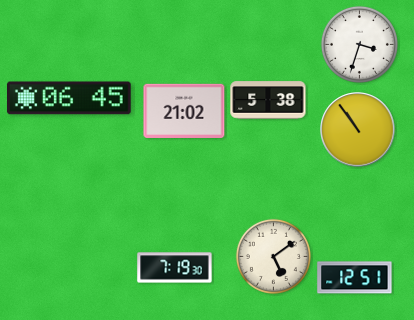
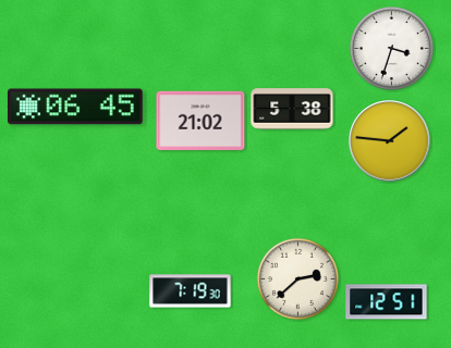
clock at (358, 130): 10:54 -> 1:46
clock at (273, 256): 5:09 -> 2:38
